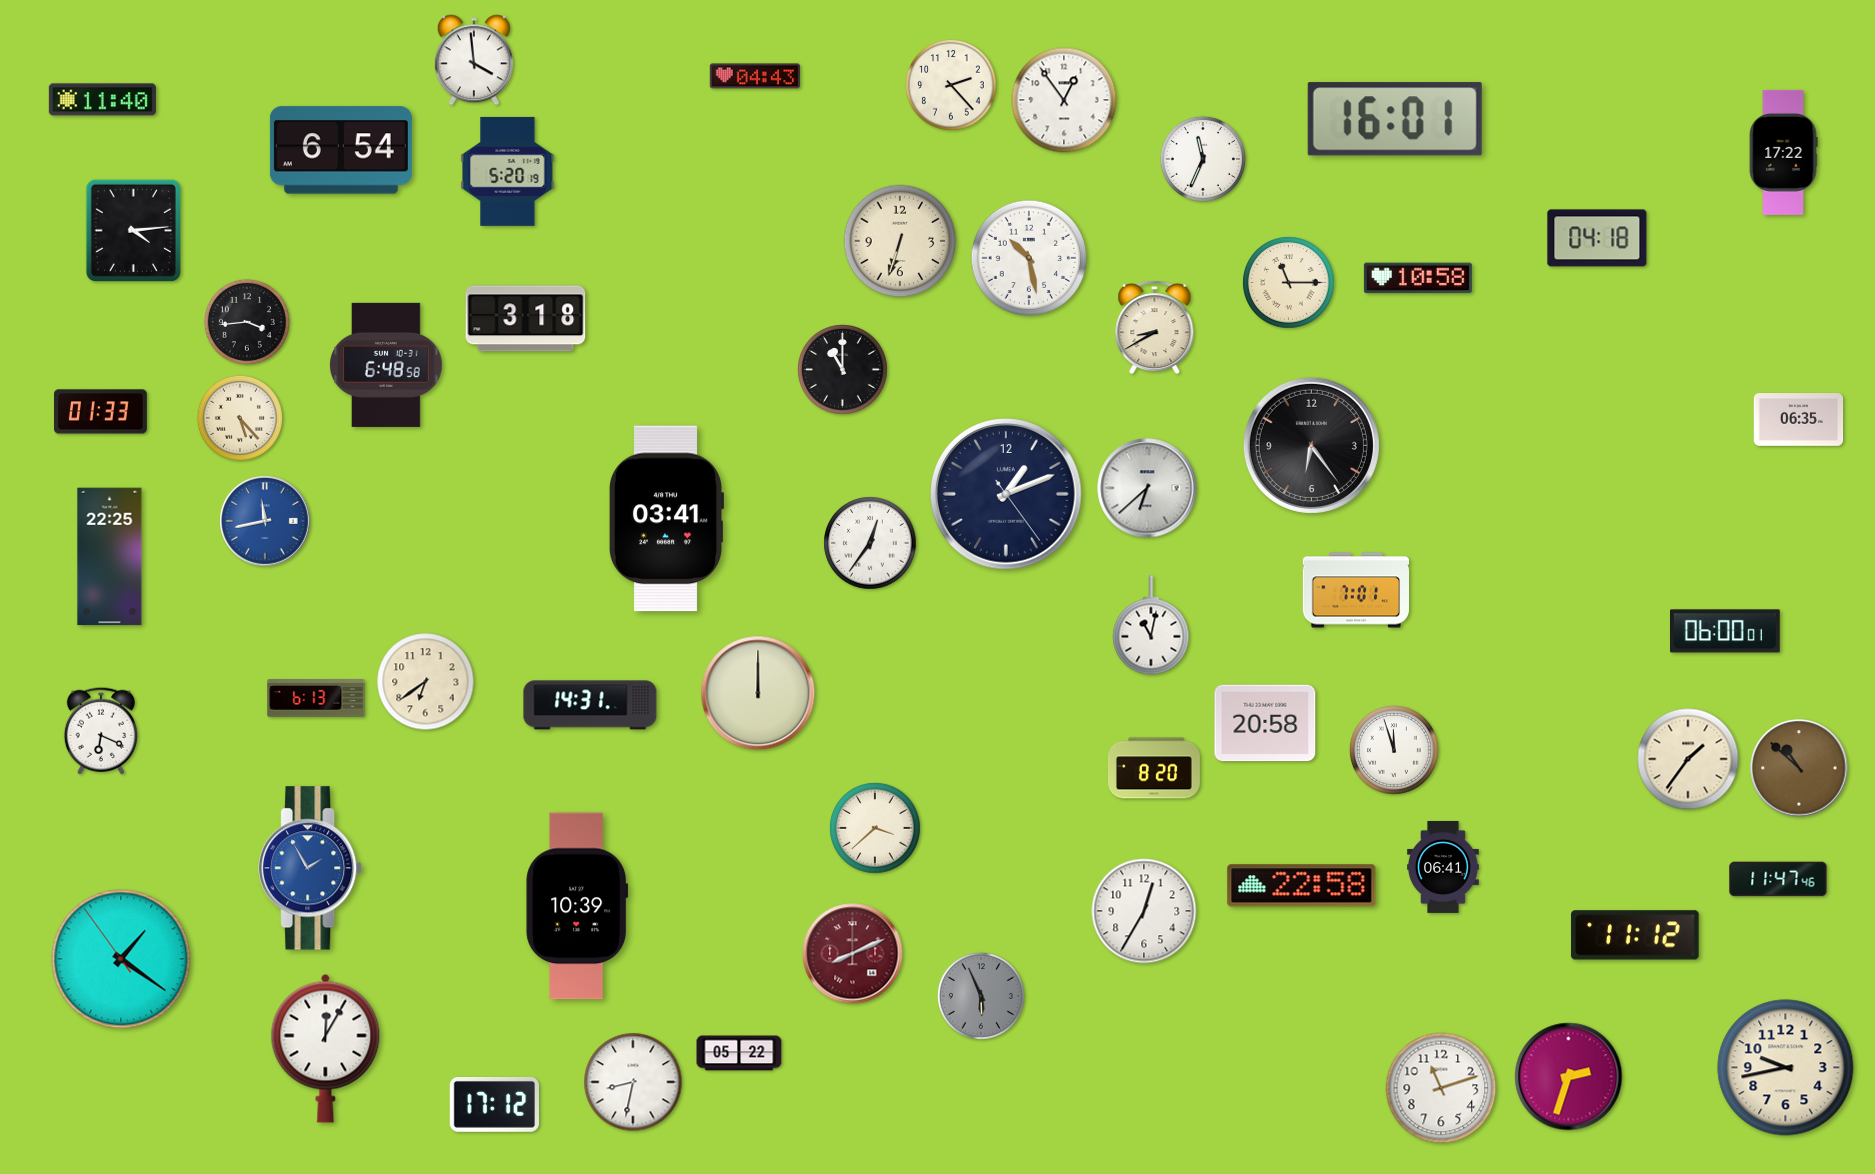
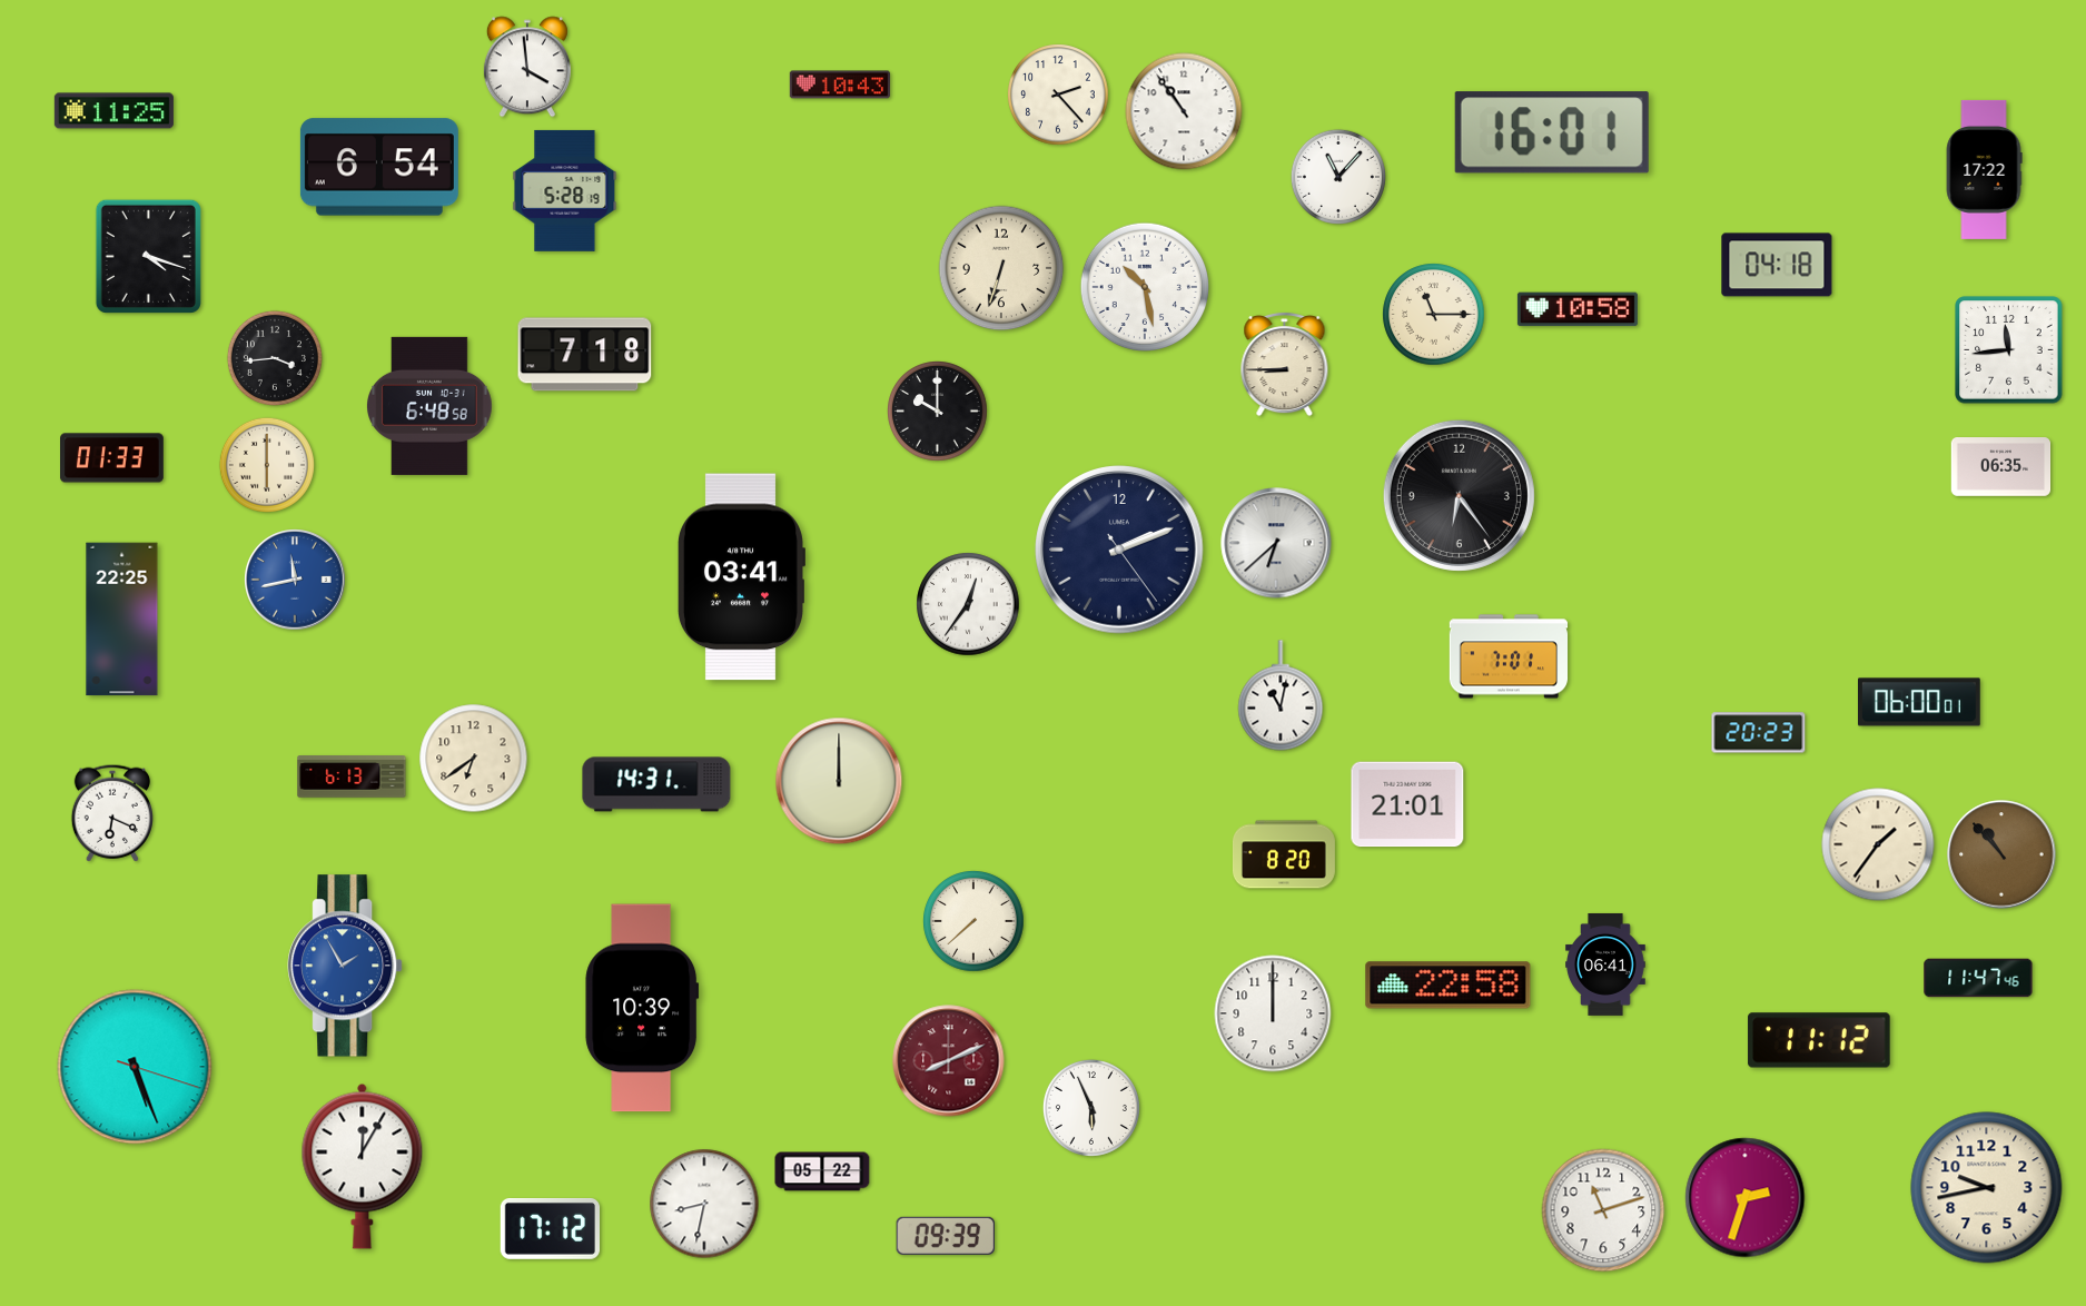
clock at (755, 76): 04:43 -> 10:43
clock at (102, 100): 11:40 -> 11:25
clock at (1064, 100): 12:54 -> 10:54
clock at (1203, 159): 11:34 -> 11:07
clock at (508, 171): 5:20 -> 5:28
clock at (133, 230): 4:14 -> 4:18
clock at (2009, 350): none -> 11:44
clock at (526, 319): 3:18 -> 7:18
clock at (1155, 328): 8:40 -> 8:45
clock at (843, 370): 11:00 -> 10:00
clock at (240, 418): 5:23 -> 6:00
clock at (1006, 494): 1:11 -> 2:11
clock at (1759, 733): none -> 20:23
clock at (758, 693) position: (758, 693) -> (839, 781)
clock at (1265, 723): 20:58 -> 21:01
clock at (1394, 750): 11:57 -> none
clock at (1799, 768): 10:52 -> 10:53
clock at (875, 828): 3:38 -> 7:38
clock at (1144, 911): 12:35 -> 12:00
clock at (121, 959): 1:20 -> 5:26
clock at (981, 996) dial: grey -> white
clock at (945, 1236): none -> 09:39
